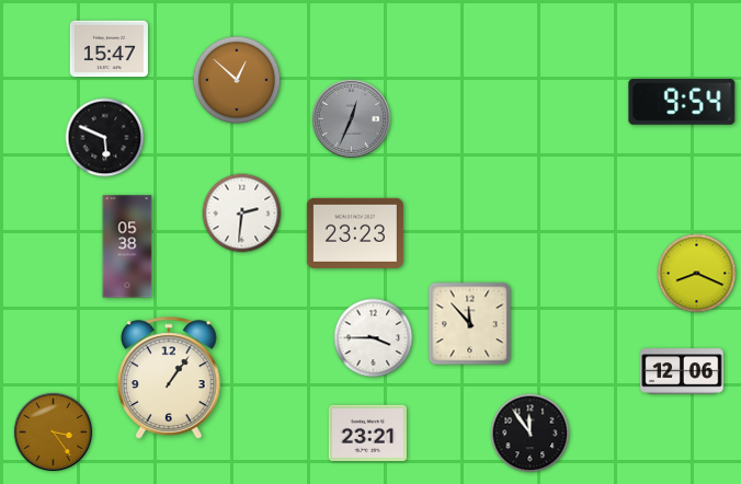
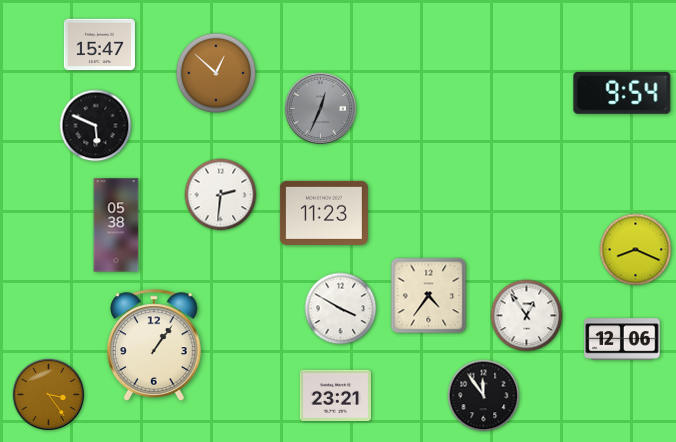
clock at (355, 233): 23:23 -> 11:23
clock at (470, 324): 11:53 -> 4:36
clock at (374, 338): 3:45 -> 3:50
clock at (527, 316): none -> 12:54
